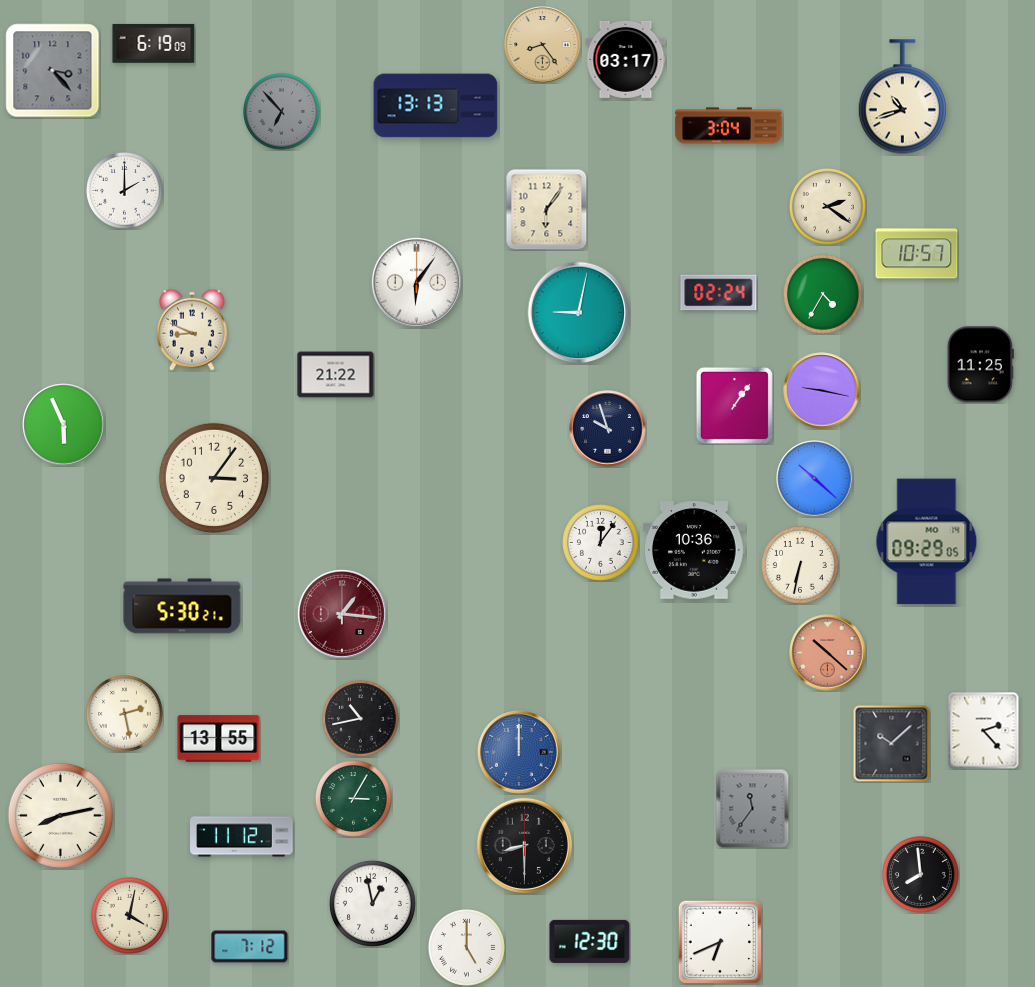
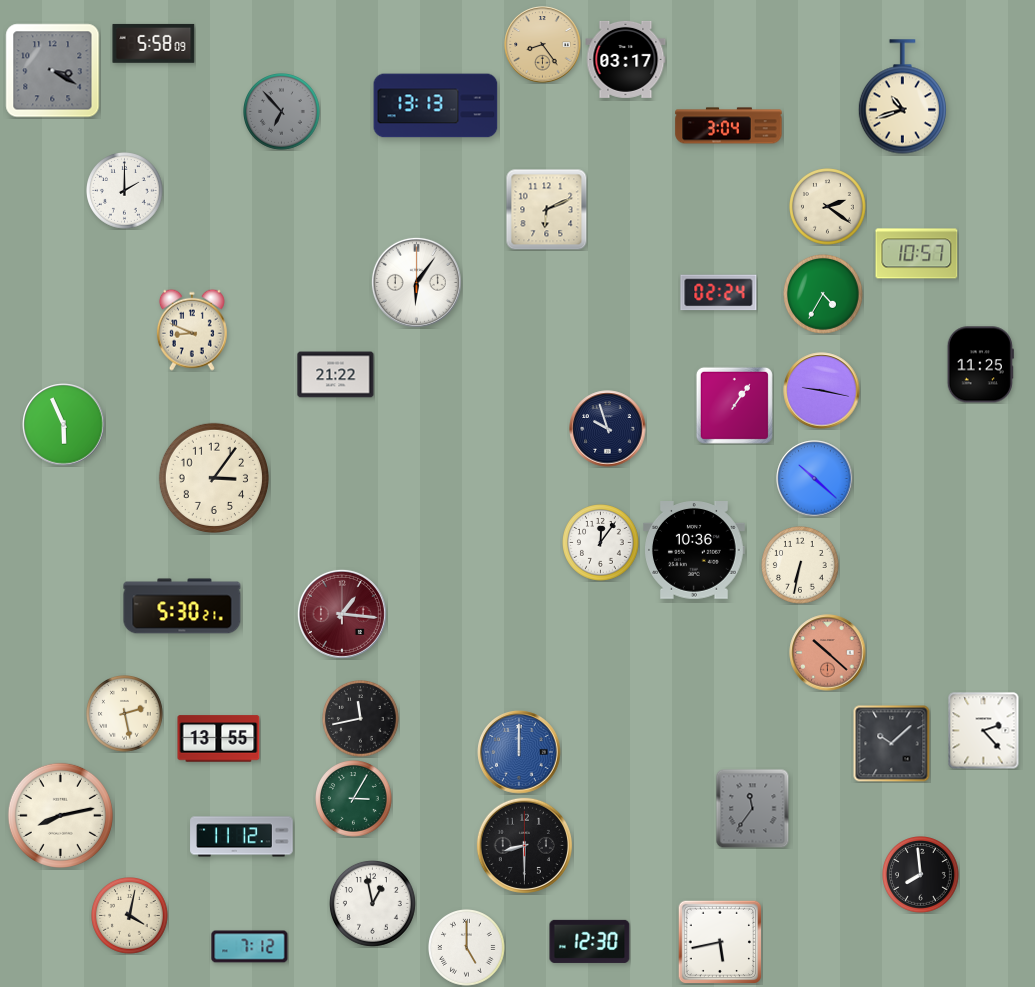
clock at (154, 43): 6:19 -> 5:58
clock at (53, 71): 3:23 -> 3:20
clock at (547, 210): 6:06 -> 6:11
clock at (579, 313): 9:02 -> none
clock at (927, 542): 09:29 -> none
clock at (361, 719): 10:43 -> 11:43
clock at (719, 941): 6:41 -> 5:43
